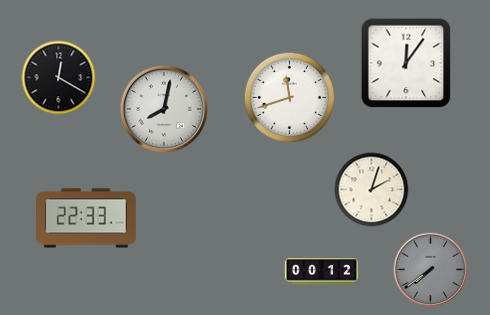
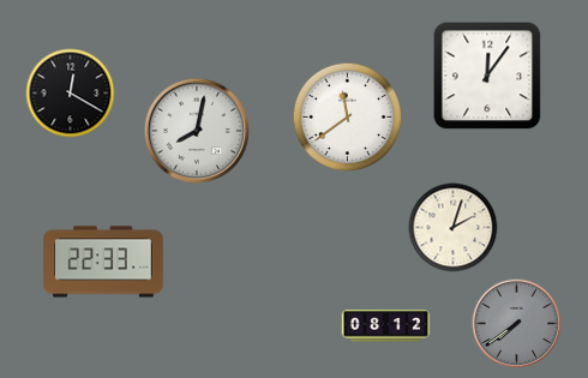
clock at (290, 98): 11:42 -> 11:39
clock at (372, 190) position: (372, 190) -> (454, 228)
clock at (322, 272): 00:12 -> 08:12
